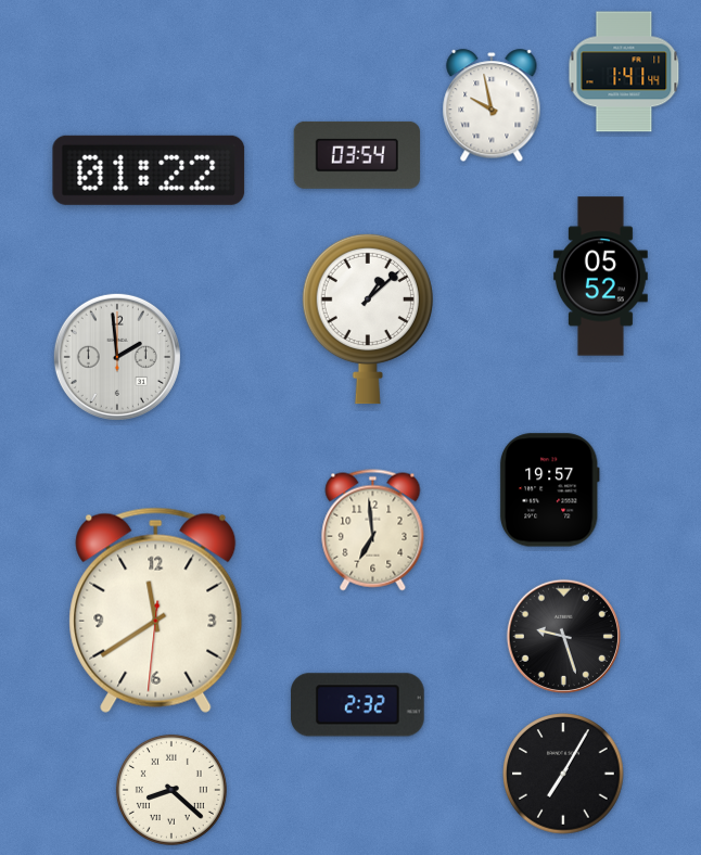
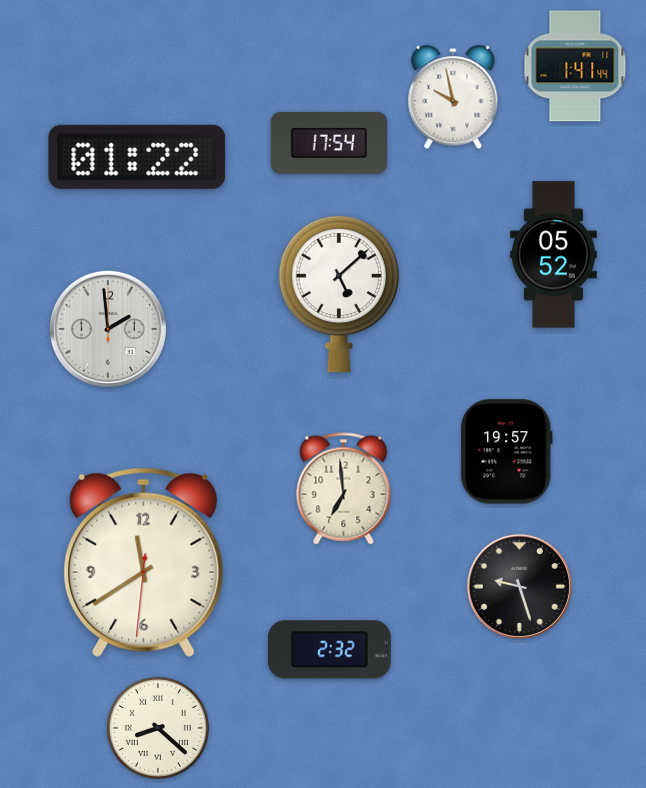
clock at (356, 155): 03:54 -> 17:54
clock at (368, 319): 1:08 -> 5:08
clock at (563, 774): 7:05 -> none
